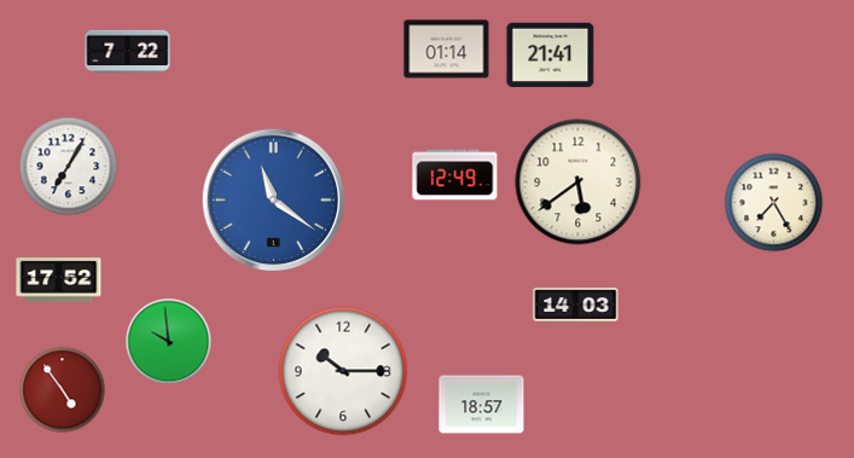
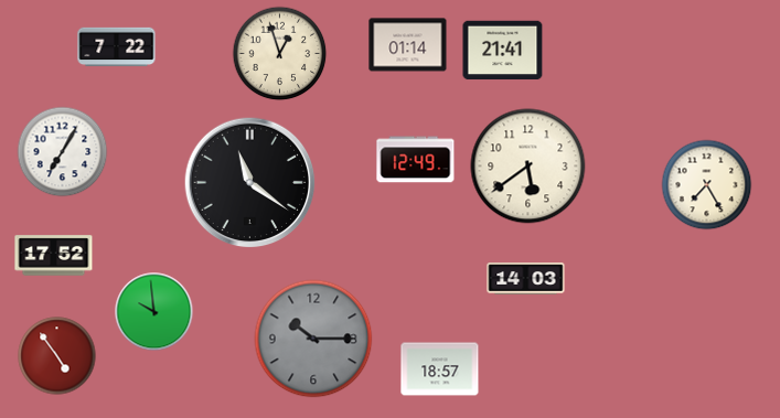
clock at (280, 54): none -> 12:57
clock at (274, 201) dial: blue -> black
clock at (343, 371) dial: white -> grey
